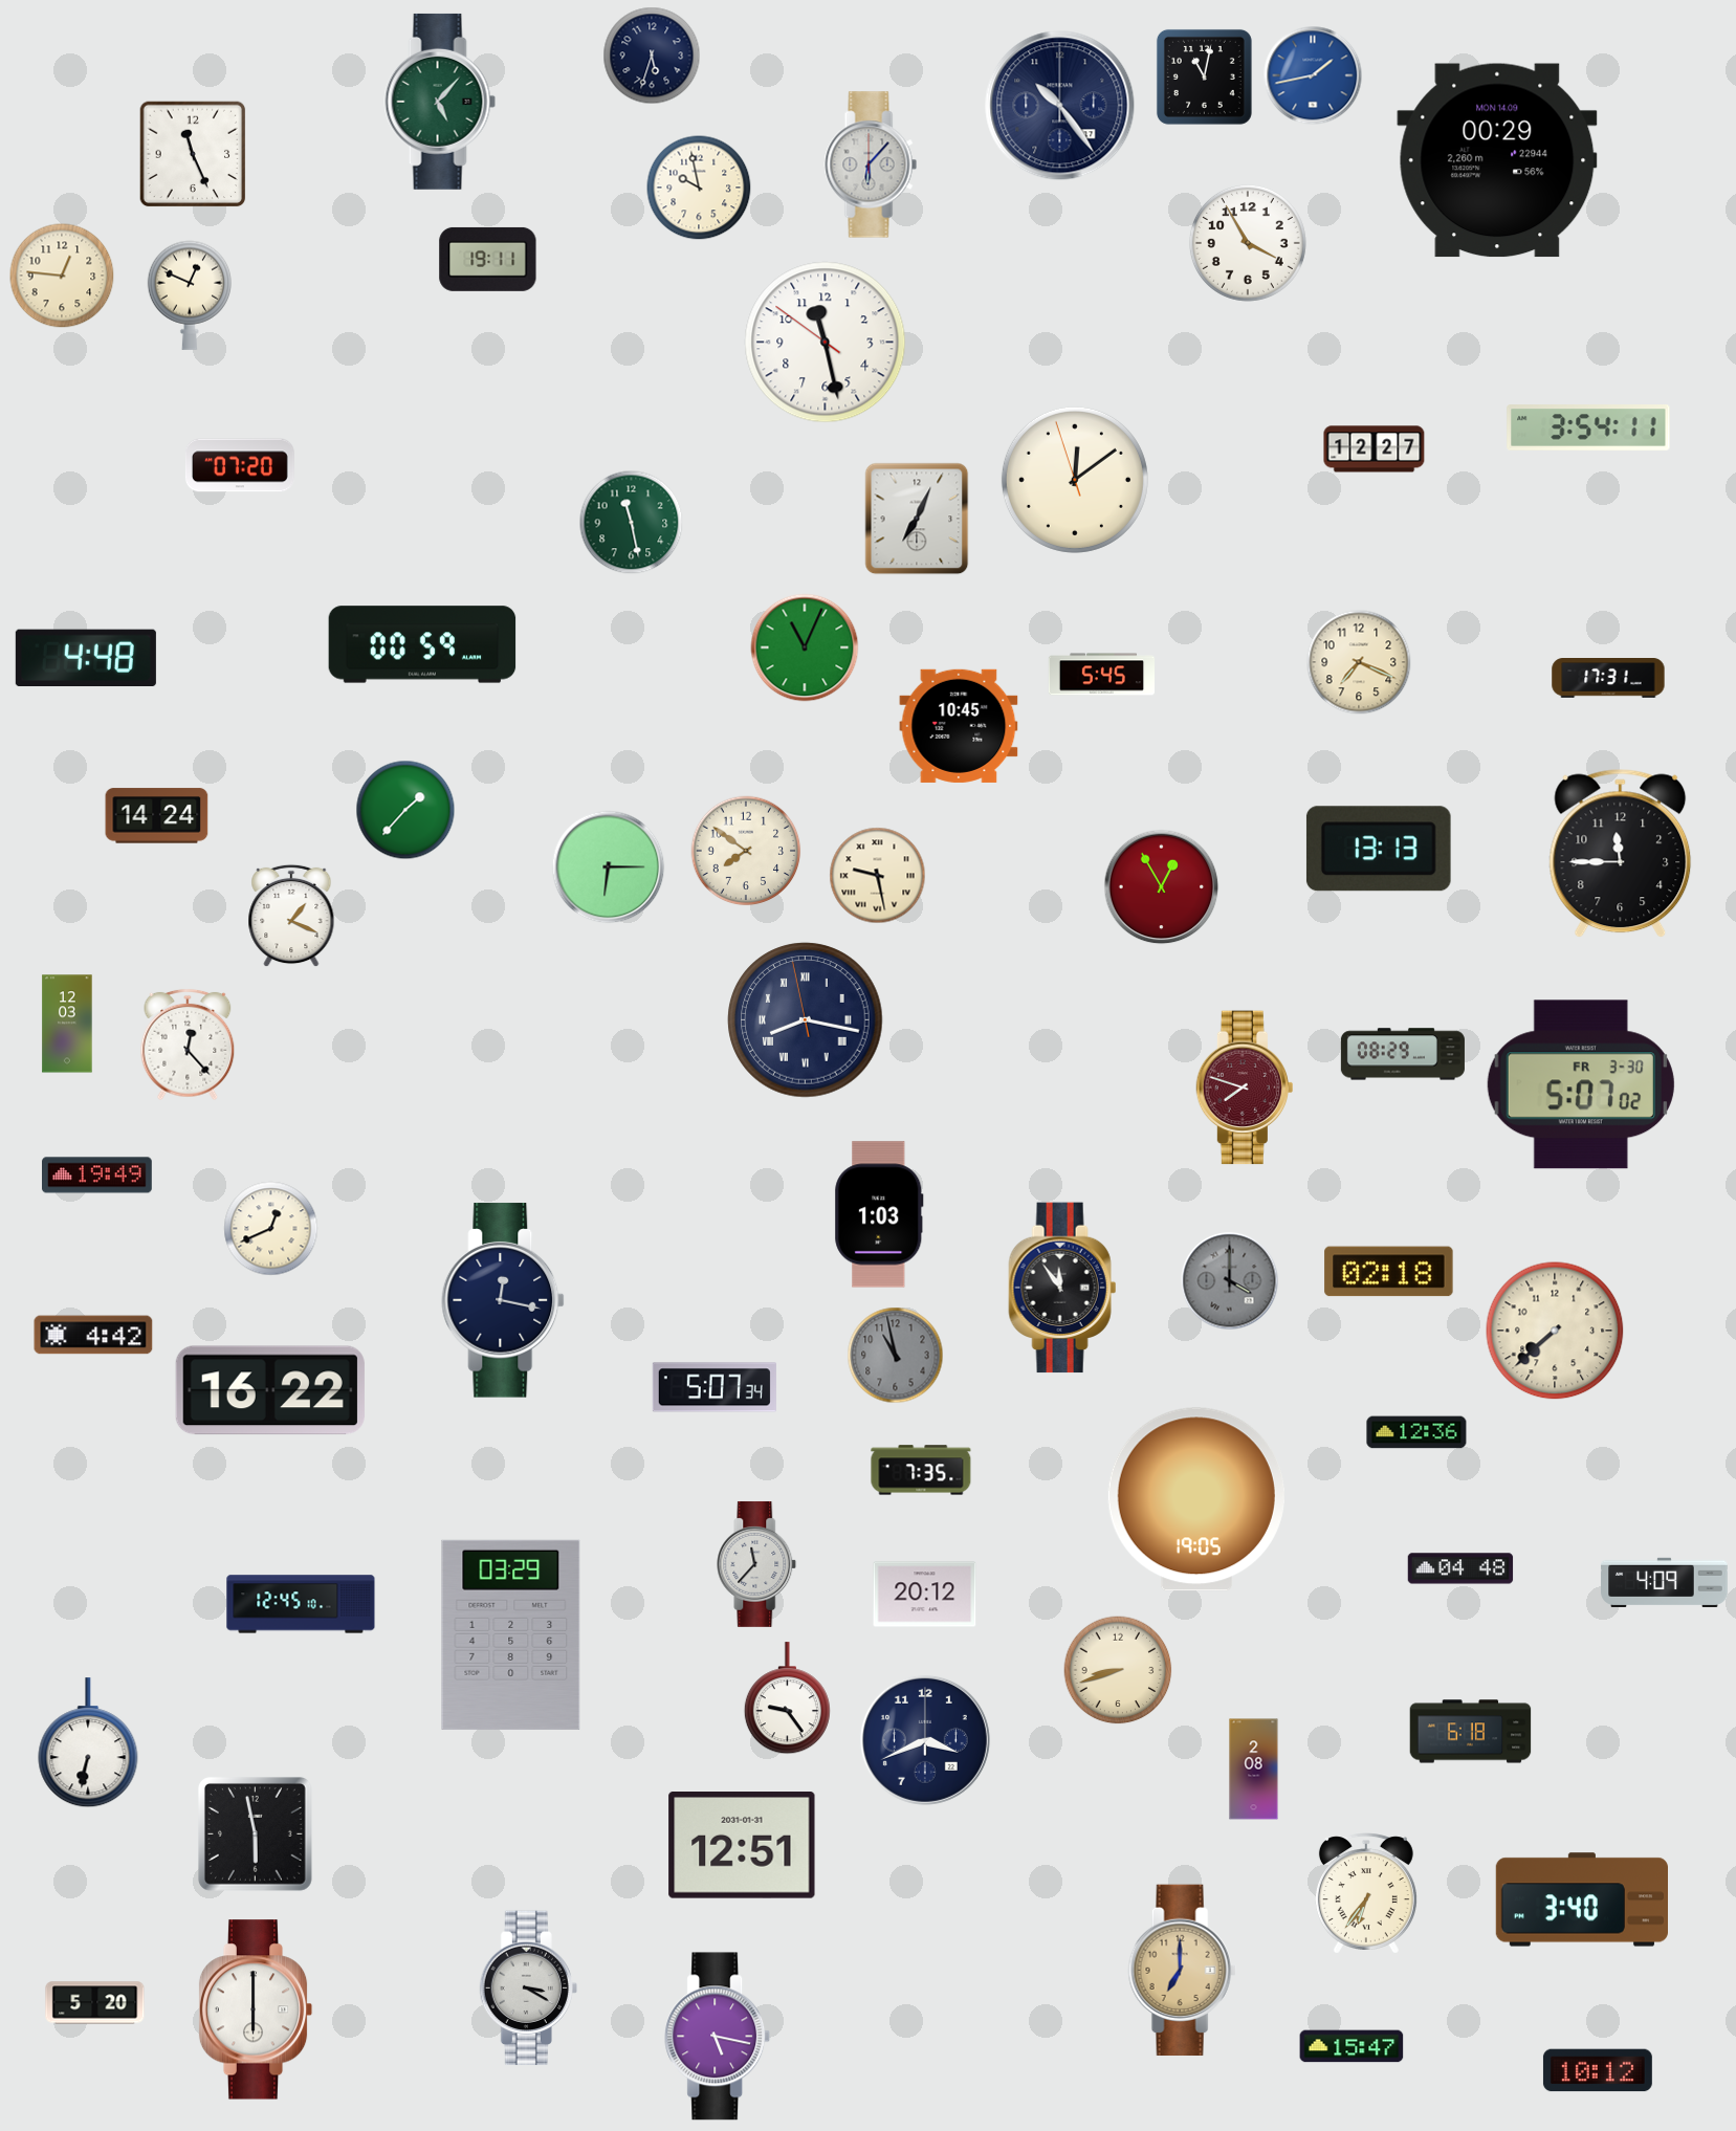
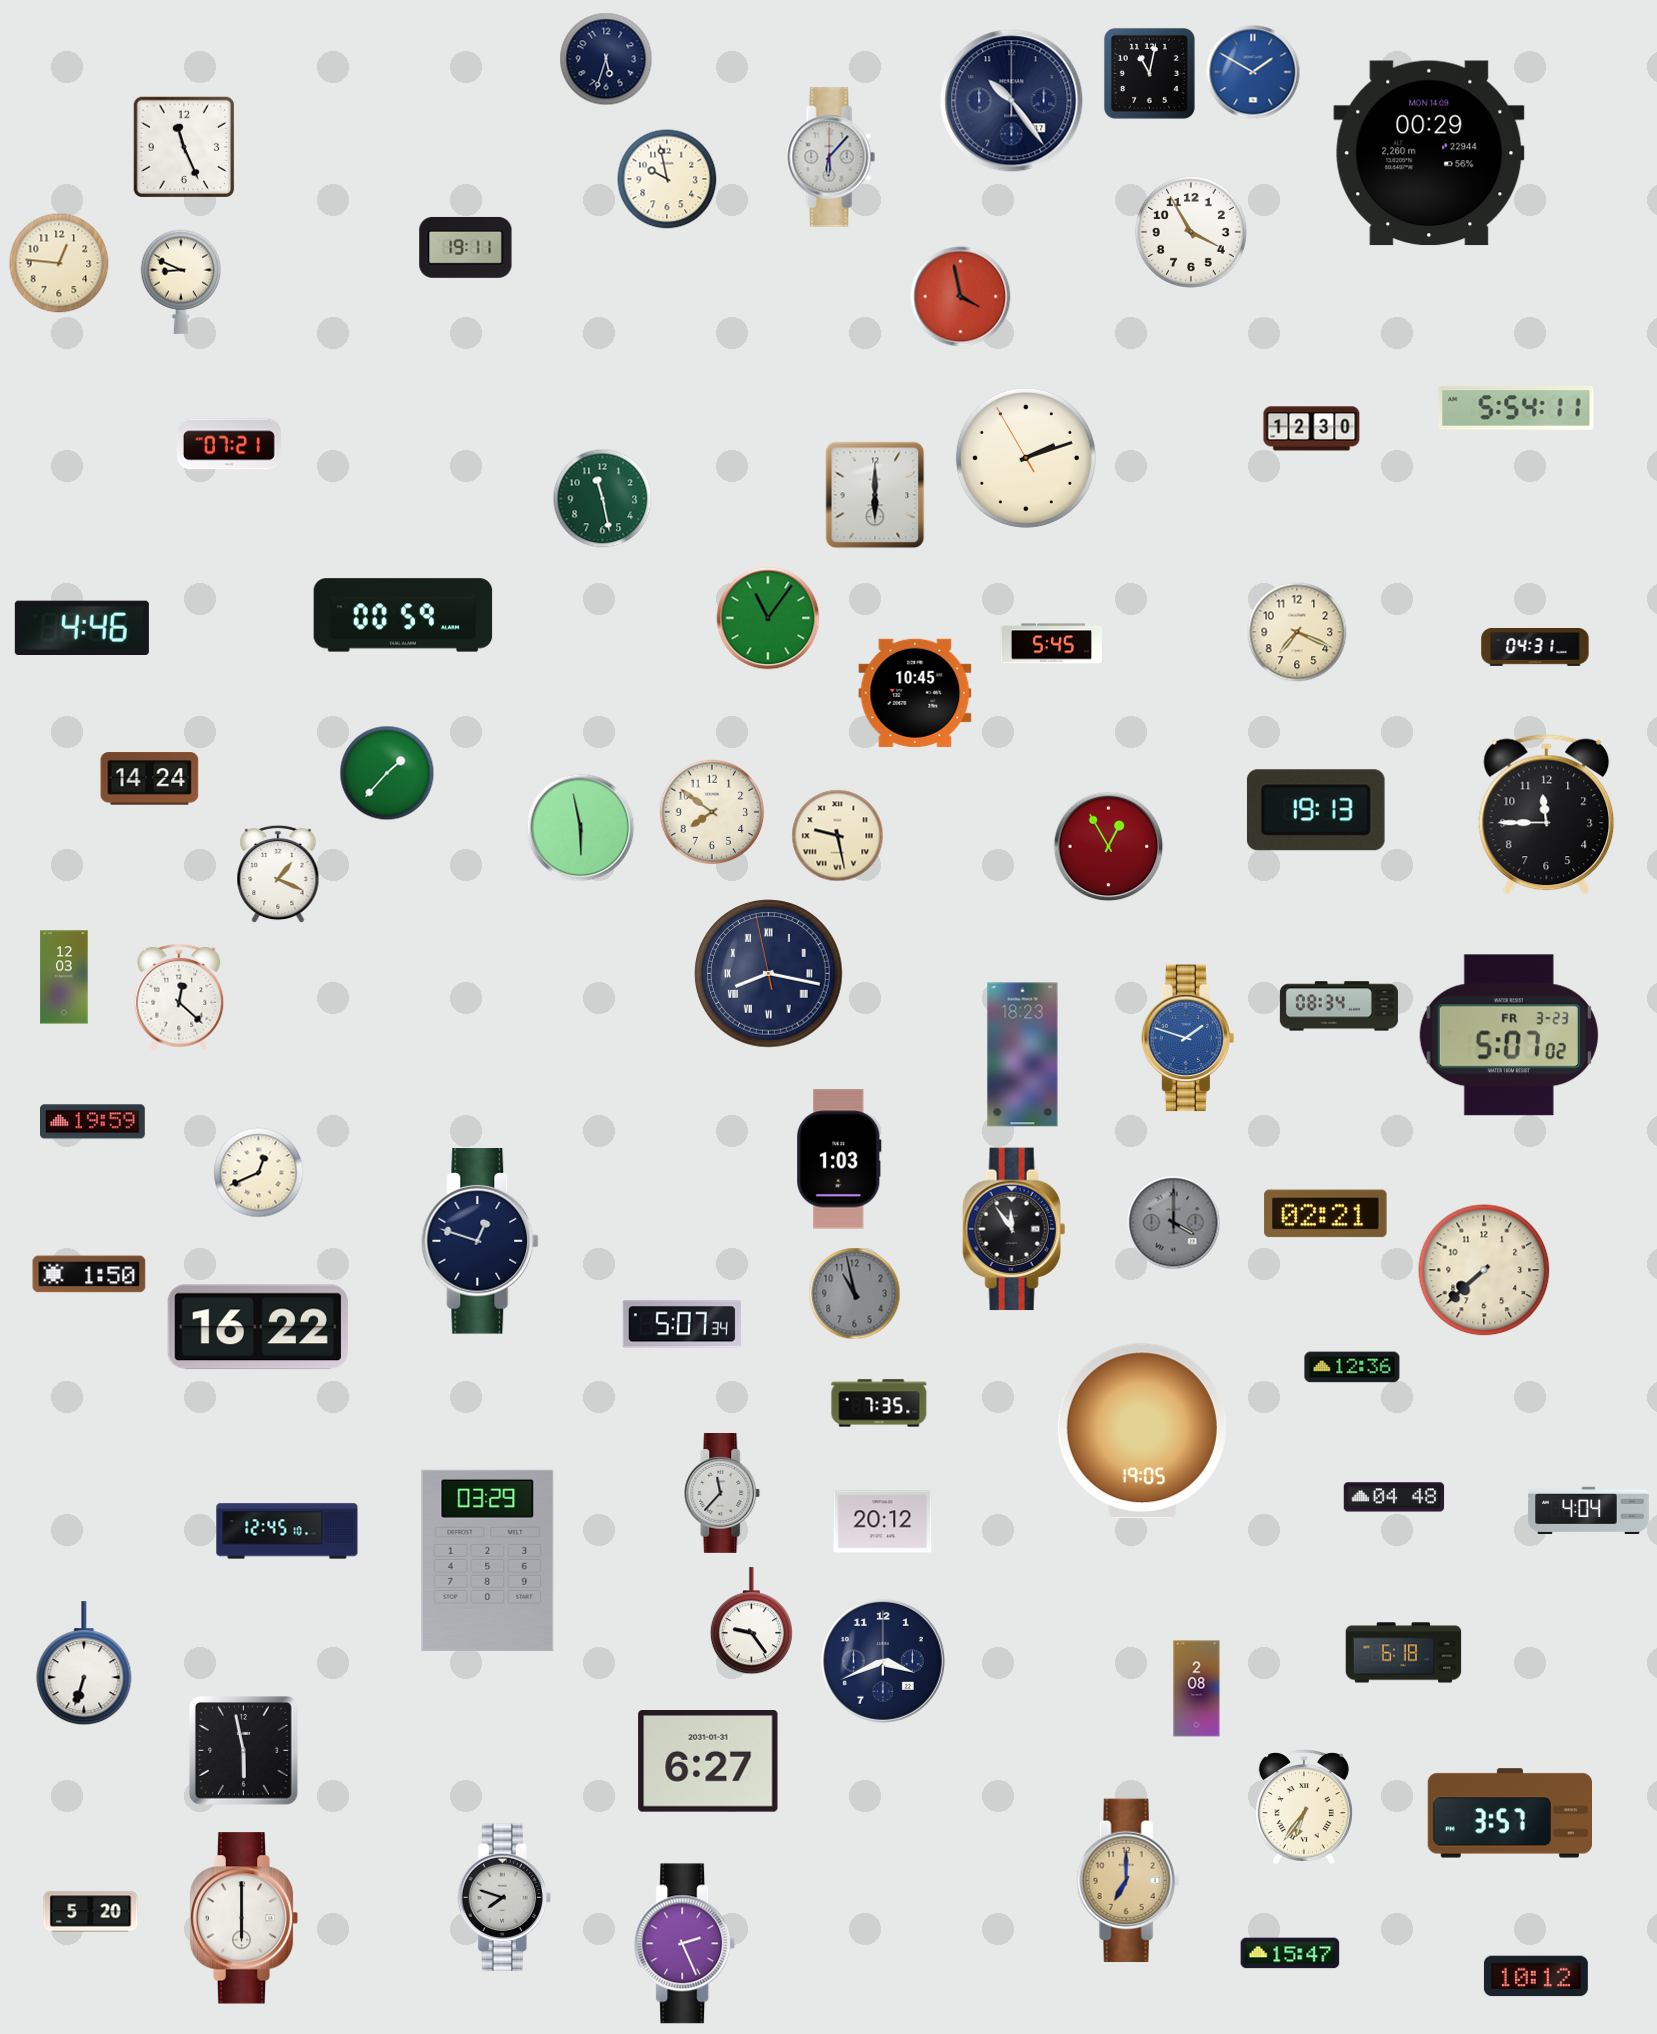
clock at (652, 56) position: (652, 56) -> (606, 59)
clock at (1313, 75): 1:43 -> 1:50
clock at (440, 102): 5:07 -> none
clock at (190, 295): 12:49 -> 8:49
clock at (961, 297): none -> 3:58
clock at (826, 343): 11:27 -> none
clock at (1588, 429): 3:54 -> 5:54
clock at (1375, 449): 12:27 -> 12:30
clock at (240, 465): 07:20 -> 07:21
clock at (1075, 480): 12:08 -> 2:11
clock at (917, 519): 7:04 -> 6:00
clock at (805, 647): 11:04 -> 11:06
clock at (86, 657): 4:48 -> 4:46
clock at (1608, 679): 17:31 -> 04:31
clock at (1379, 849): 13:13 -> 19:13
clock at (609, 867): 6:15 -> 5:58
clock at (188, 1045): 12:23 -> 12:22
clock at (1403, 1054): 08:29 -> 08:34
clock at (1581, 1084) date: FR 3-30 -> FR 3-23
clock at (1245, 1088): 7:48 -> 1:48
clock at (1245, 1088) dial: burgundy -> blue
clock at (1023, 1055): none -> 18:23
clock at (97, 1176): 19:49 -> 19:59
clock at (1389, 1272): 02:18 -> 02:21
clock at (504, 1300): 12:17 -> 12:48
clock at (93, 1335): 4:42 -> 1:50
clock at (1665, 1583): 4:09 -> 4:04
clock at (1118, 1670): 8:42 -> none
clock at (88, 1743): 6:32 -> 6:33
clock at (742, 1846): 12:51 -> 6:27
clock at (1581, 1899): 3:40 -> 3:57
clock at (528, 1989): 3:20 -> 7:48
clock at (718, 2037): 5:17 -> 2:26
clock at (1598, 2070) position: (1598, 2070) -> (1536, 1976)
